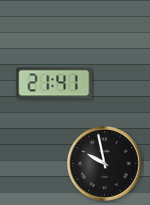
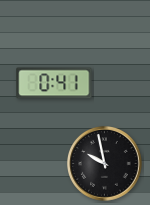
clock at (54, 83): 21:41 -> 0:41
